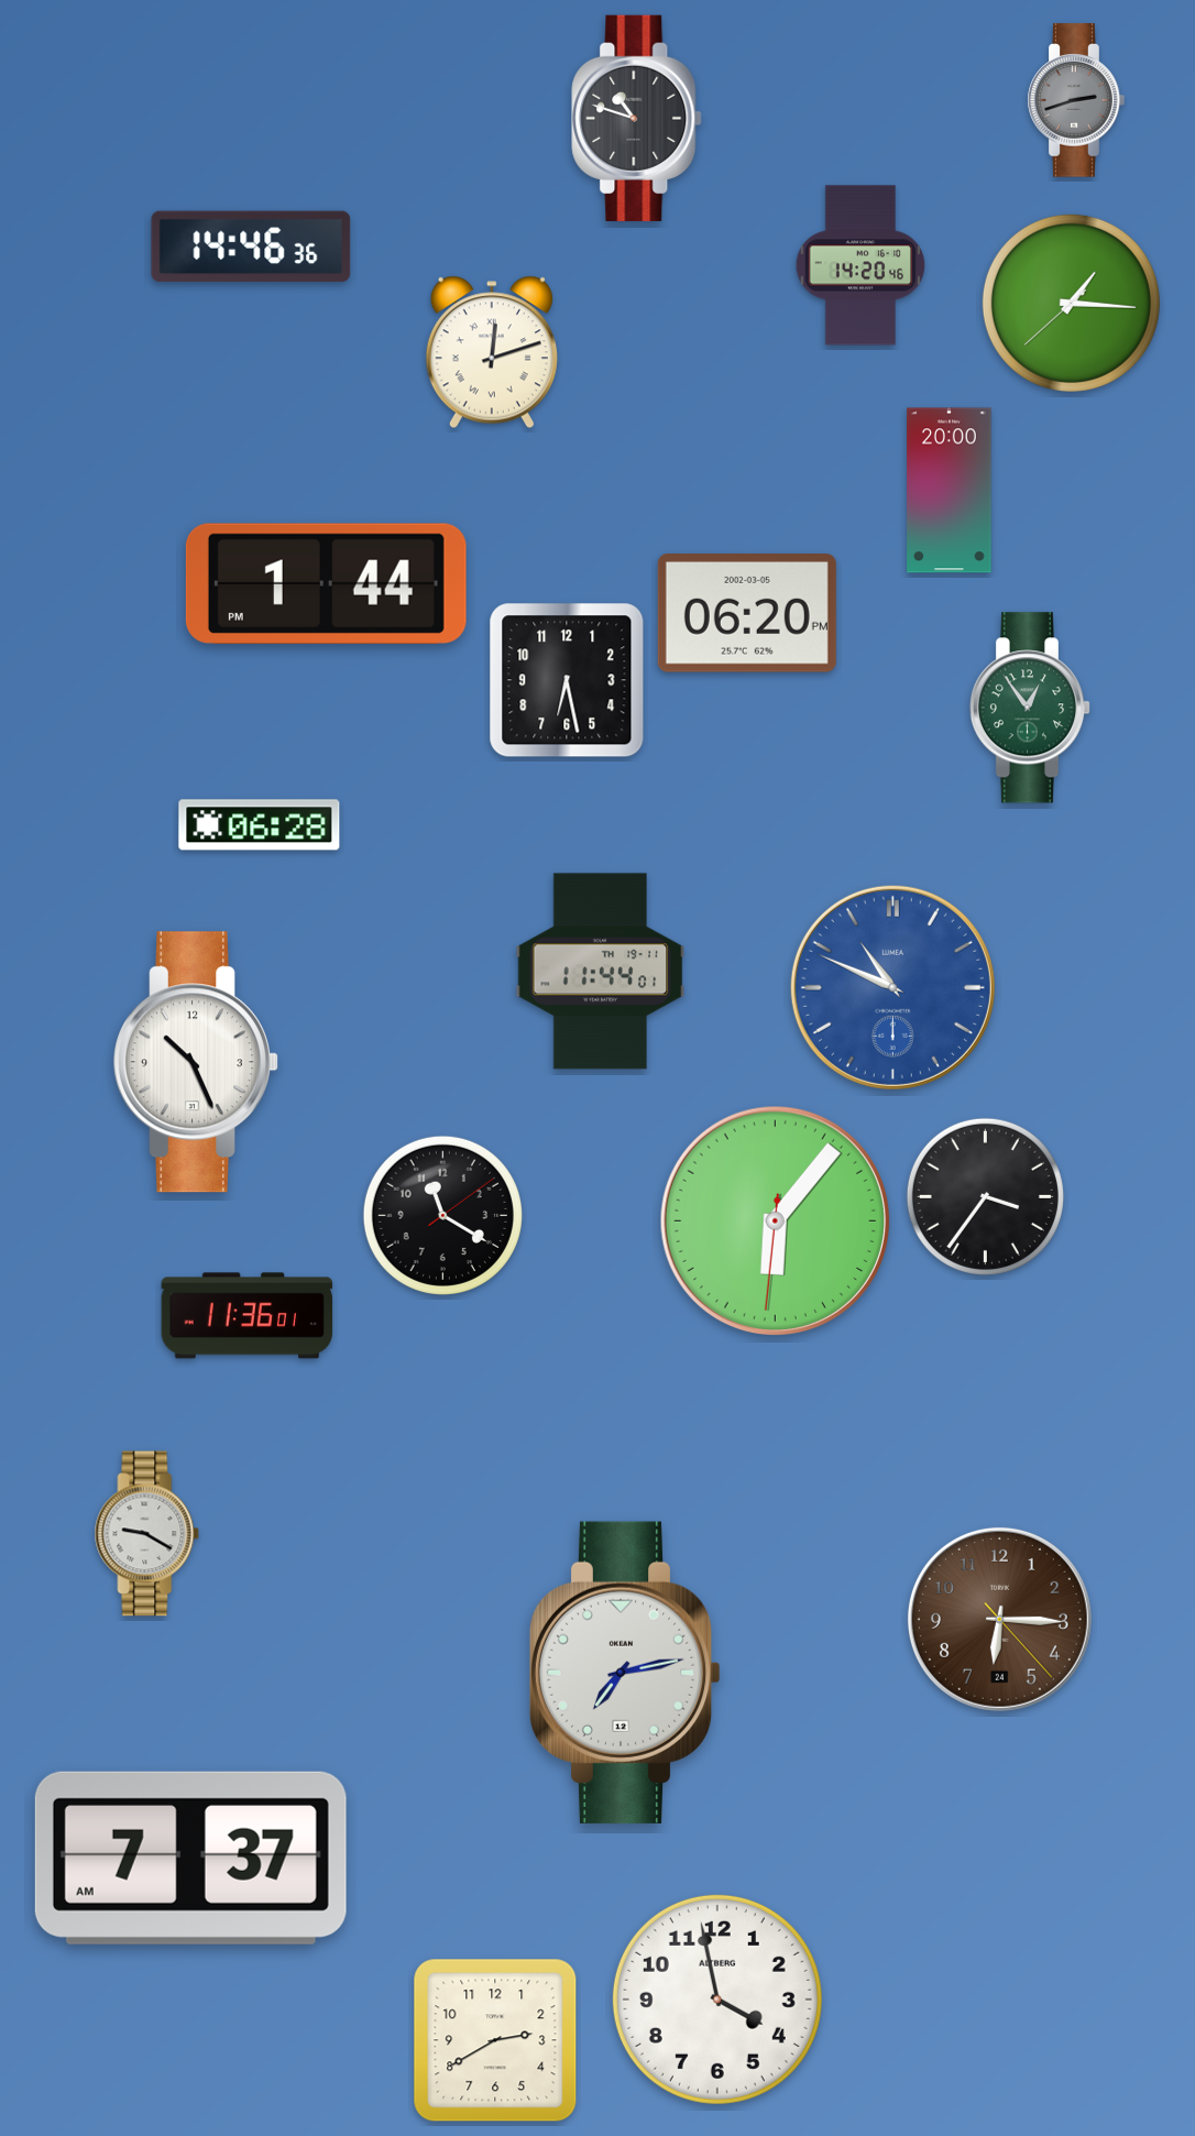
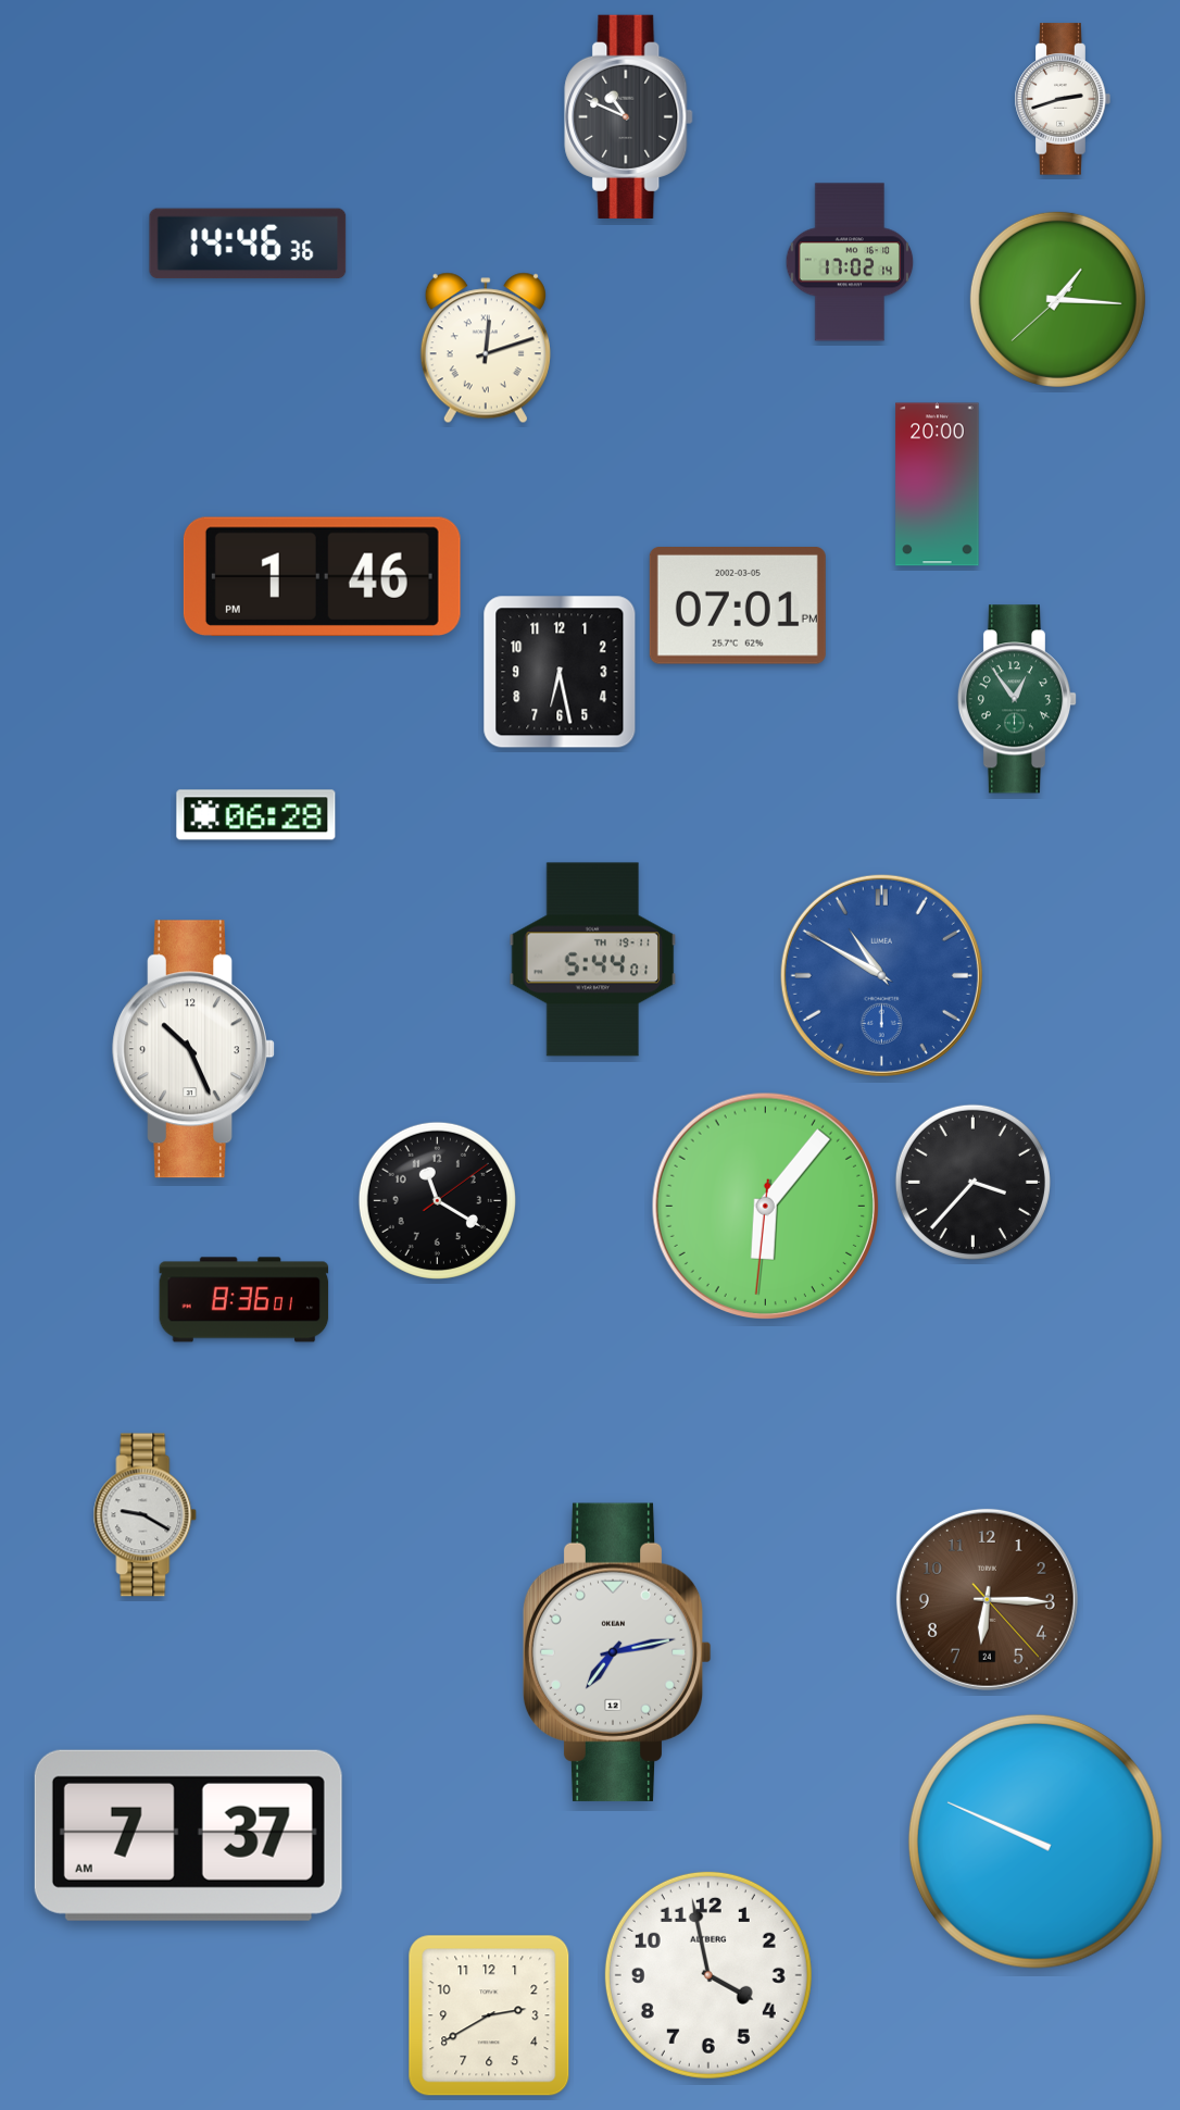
clock at (1076, 100) dial: grey -> white
clock at (637, 118): 10:48 -> 10:49
clock at (860, 265): 14:20 -> 17:02
clock at (326, 583): 1:44 -> 1:46
clock at (747, 614): 06:20 -> 07:01
clock at (601, 972): 11:44 -> 5:44
clock at (892, 987): 10:49 -> 10:50
clock at (985, 1196): 3:36 -> 3:37
clock at (248, 1316): 11:36 -> 8:36
clock at (1035, 1841): none -> 9:49
